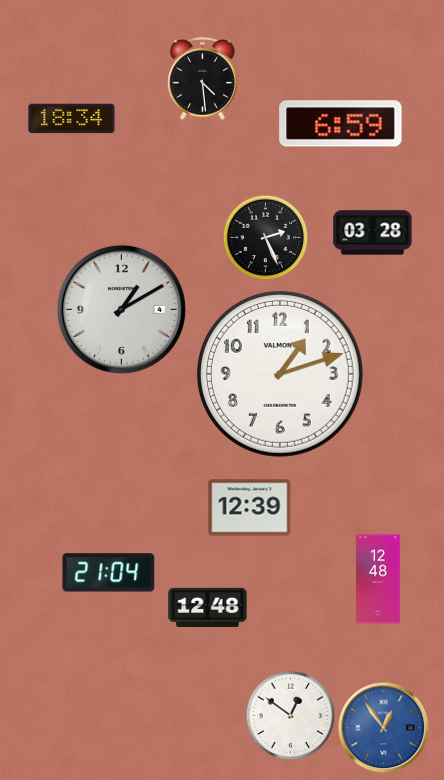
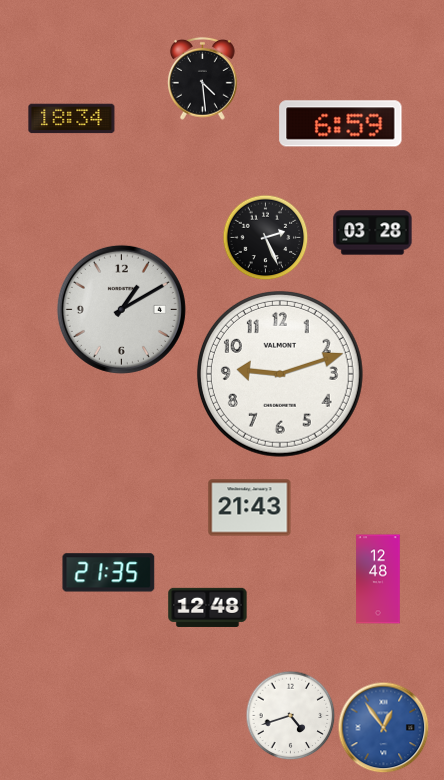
clock at (280, 374): 1:12 -> 9:12
clock at (250, 508): 12:39 -> 21:43
clock at (109, 573): 21:04 -> 21:35
clock at (290, 715): 12:51 -> 4:42
